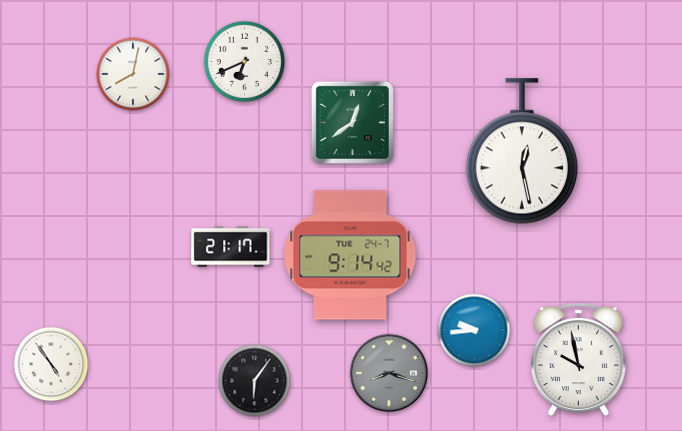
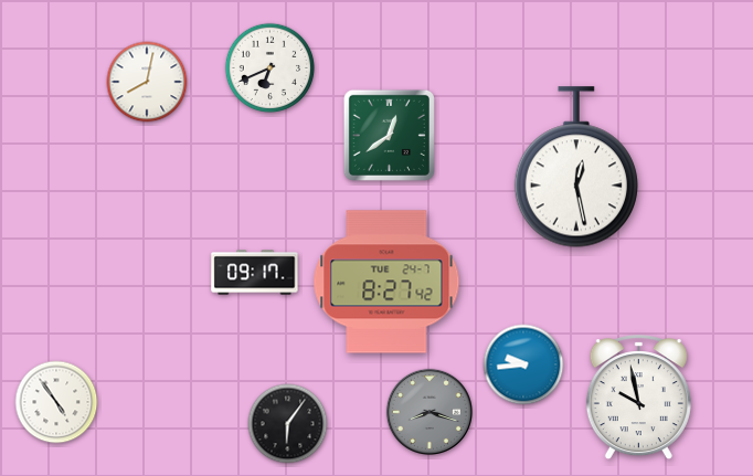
clock at (231, 247): 21:17 -> 09:17
clock at (350, 255): 9:14 -> 8:27
clock at (255, 381) position: (255, 381) -> (288, 424)
